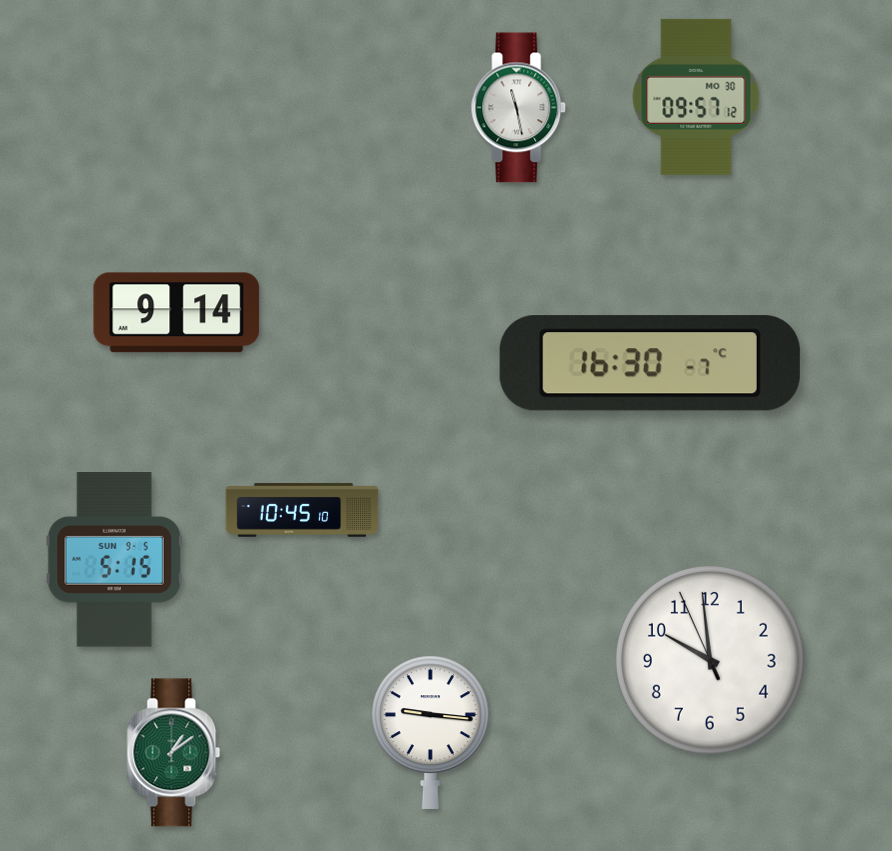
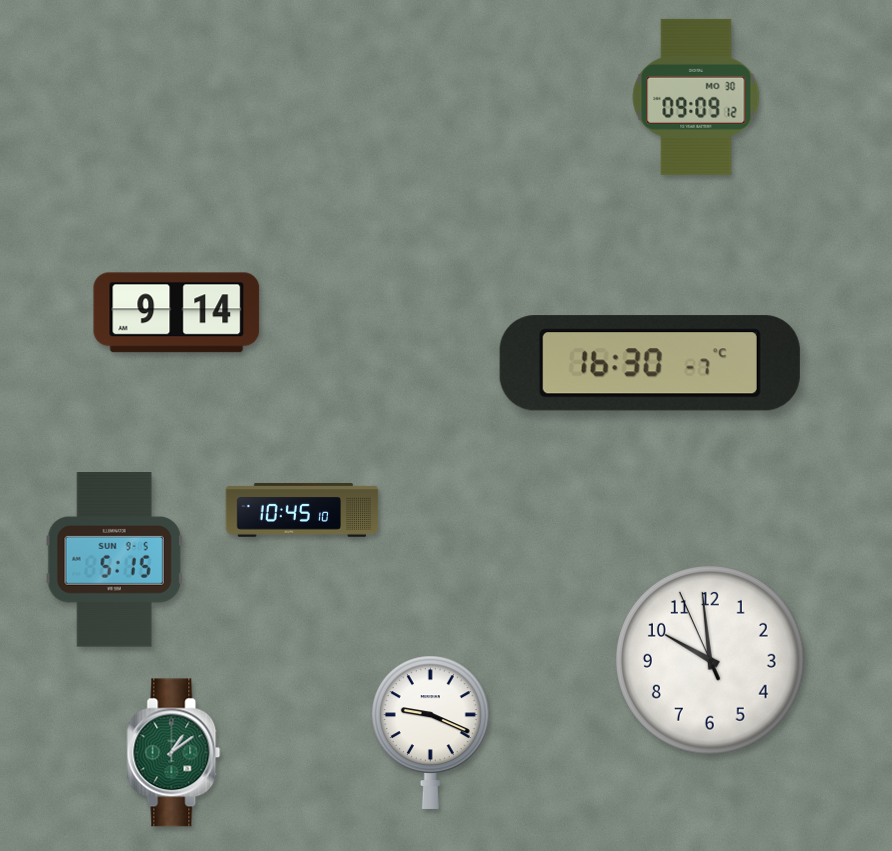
clock at (696, 97): 09:57 -> 09:09
clock at (519, 108): 11:28 -> none
clock at (430, 732): 9:16 -> 9:19
